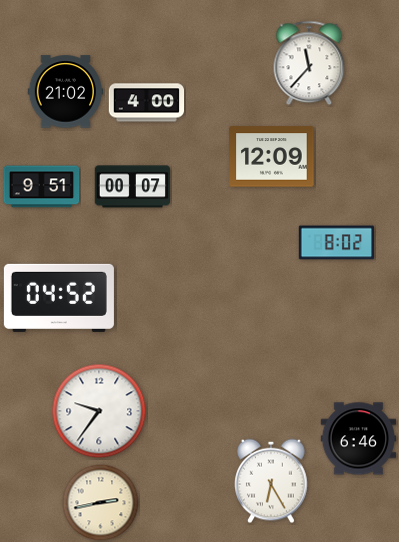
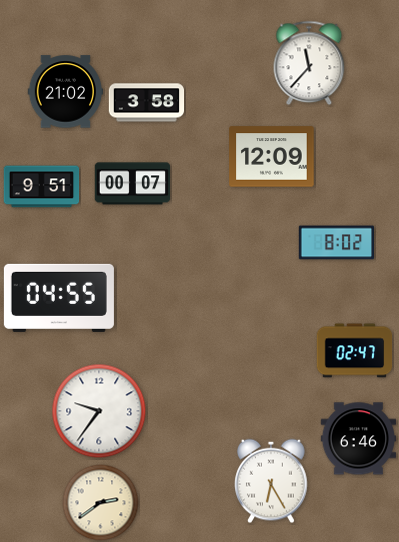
clock at (147, 103): 4:00 -> 3:58
clock at (133, 187) position: (133, 187) -> (133, 184)
clock at (59, 298): 04:52 -> 04:55
clock at (355, 351): none -> 02:47
clock at (101, 503): 2:43 -> 2:39
